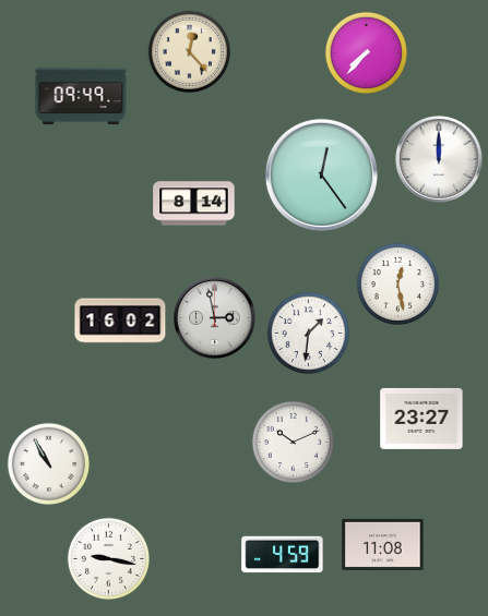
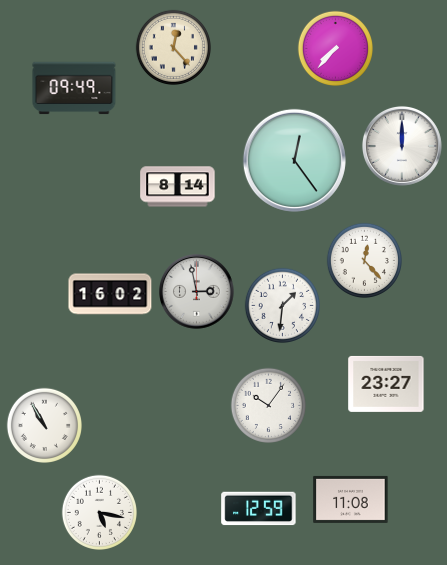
clock at (397, 283): 12:28 -> 12:23
clock at (293, 442): 10:11 -> 10:06
clock at (283, 555): 4:59 -> 12:59
clock at (108, 558): 9:17 -> 5:17
